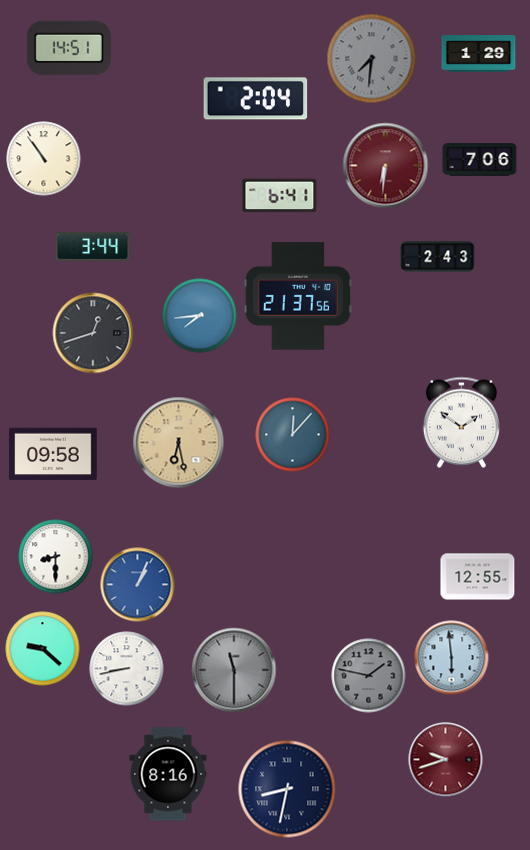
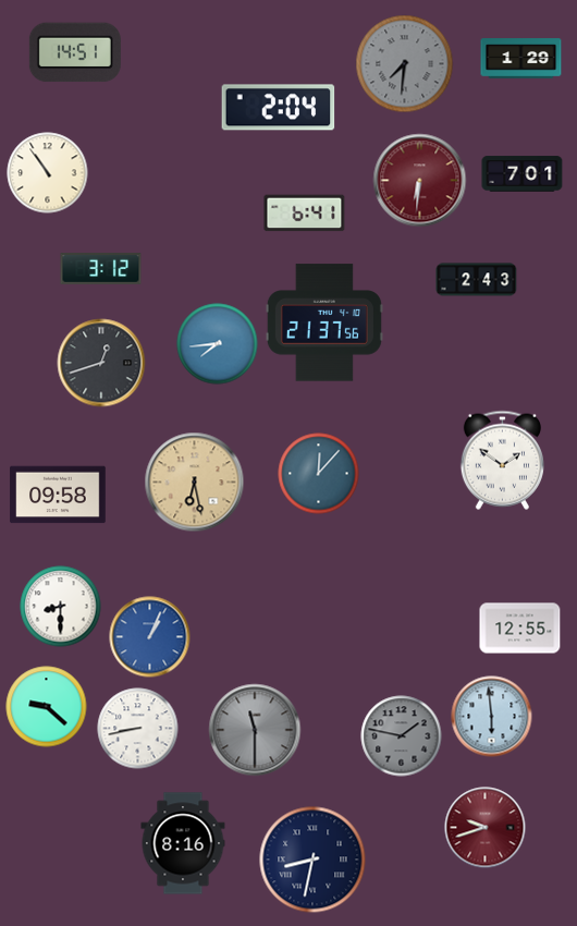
clock at (480, 160): 7:06 -> 7:01
clock at (93, 247): 3:44 -> 3:12
